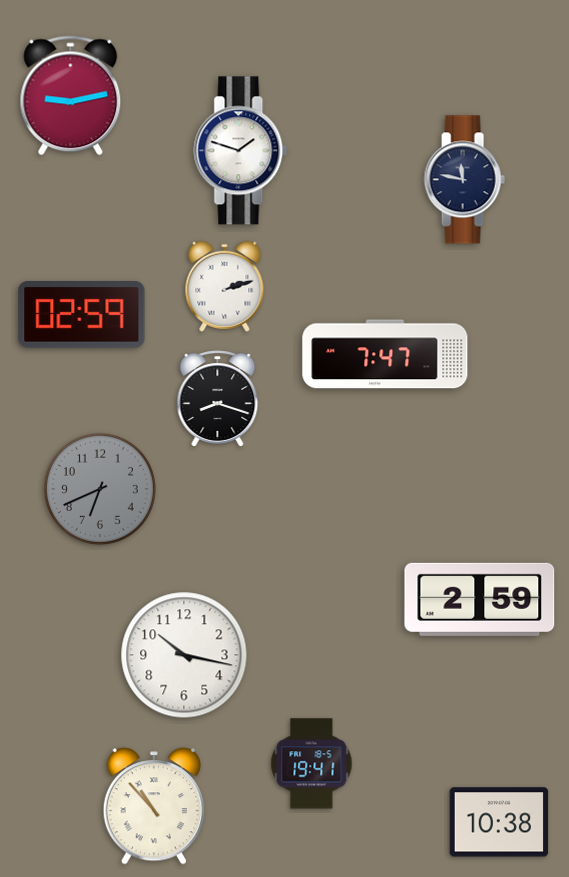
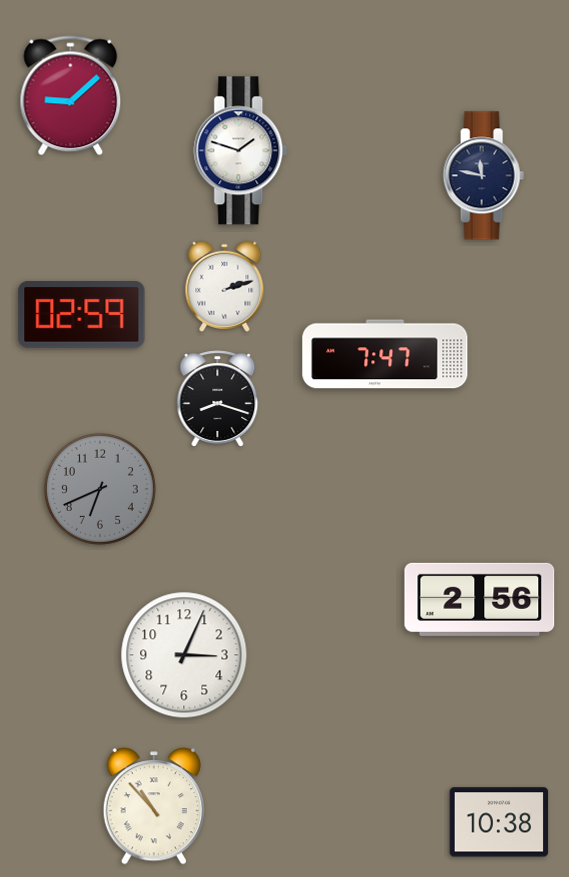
clock at (71, 96): 9:13 -> 9:08
clock at (464, 180) position: (464, 180) -> (483, 176)
clock at (480, 599): 2:59 -> 2:56
clock at (184, 655): 10:17 -> 3:04
clock at (312, 764): 19:41 -> none
